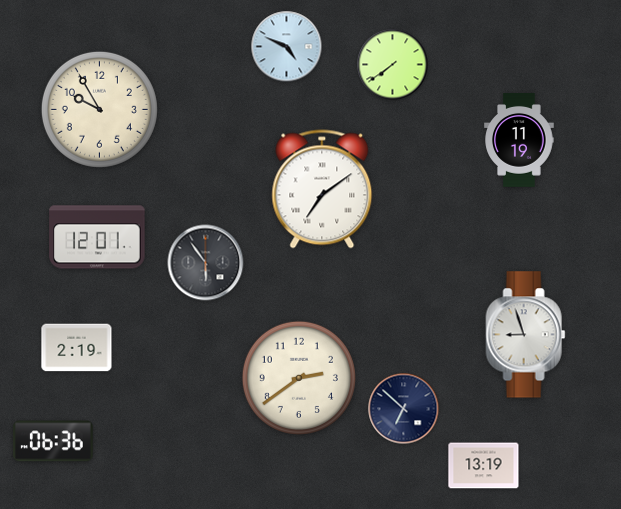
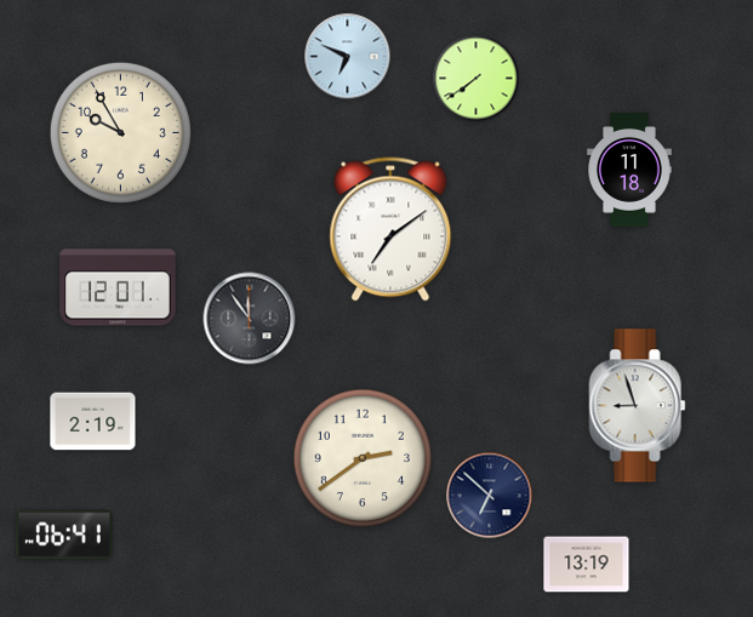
clock at (287, 47): 4:49 -> 6:49
clock at (519, 141): 11:19 -> 11:18
clock at (206, 263): 5:54 -> 11:54
clock at (53, 441): 06:36 -> 06:41
